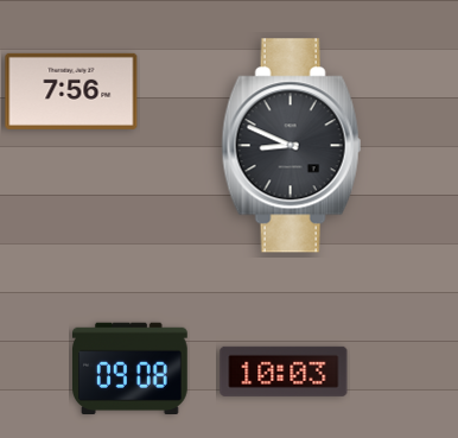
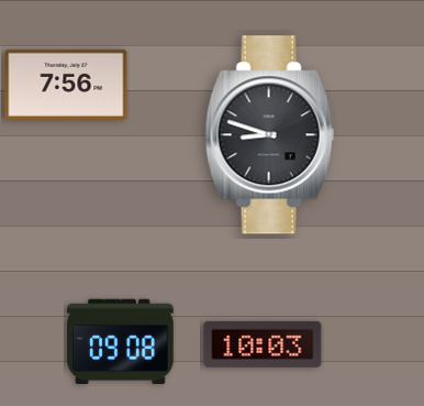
clock at (292, 146): 8:49 -> 8:48
